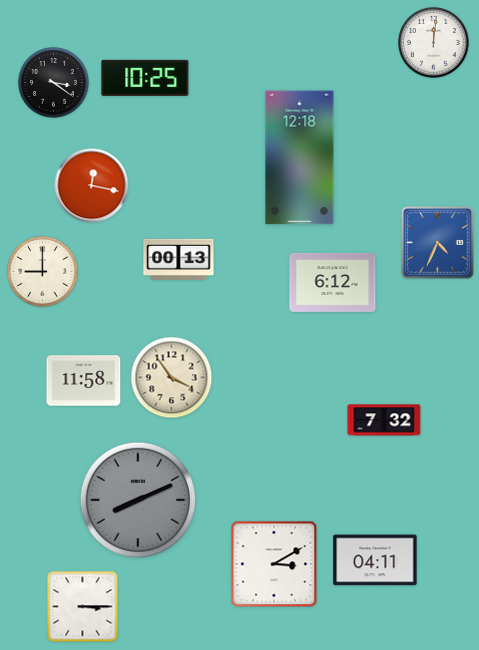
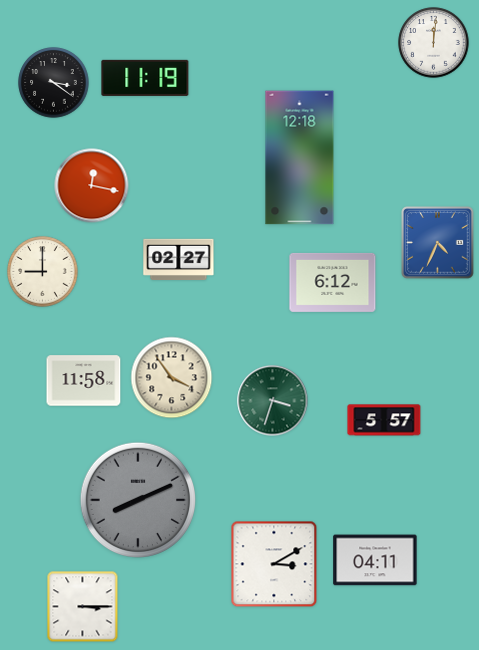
clock at (145, 78): 10:25 -> 11:19
clock at (179, 259): 00:13 -> 02:27
clock at (273, 401): none -> 3:33
clock at (384, 420): 7:32 -> 5:57
